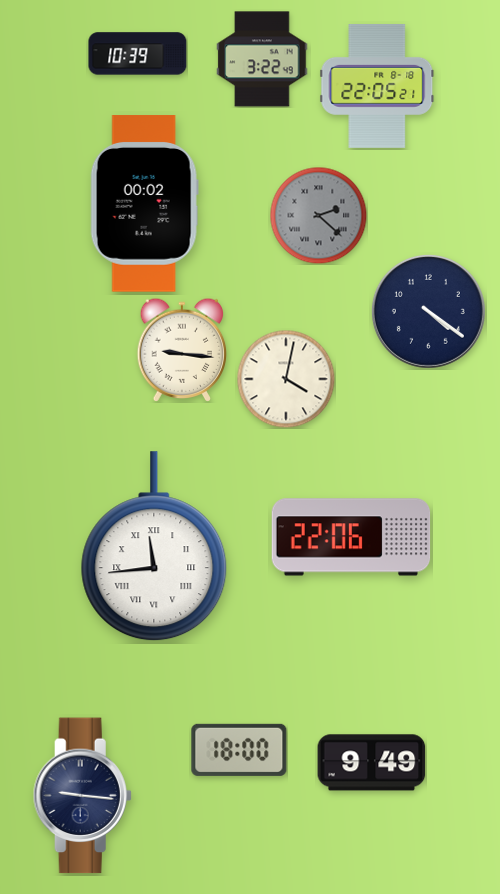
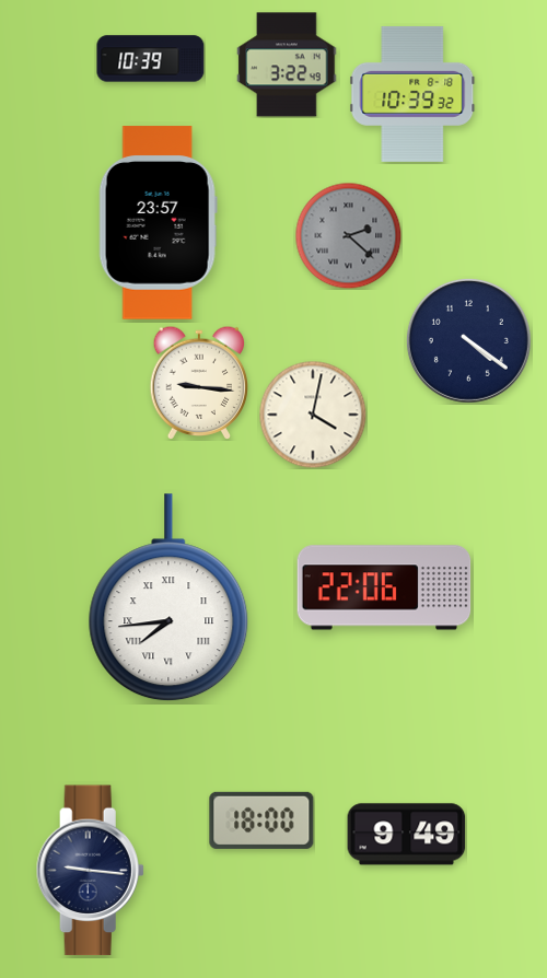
clock at (377, 86): 22:05 -> 10:39
clock at (144, 204): 00:02 -> 23:57
clock at (154, 547): 11:44 -> 7:44
